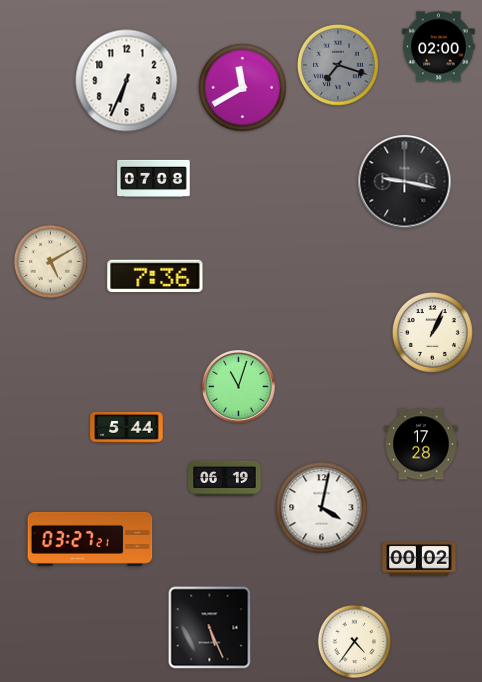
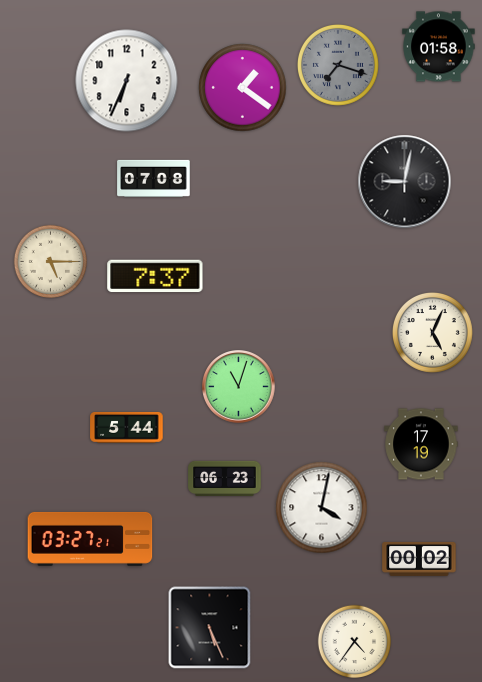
clock at (439, 47): 02:00 -> 01:58
clock at (243, 88): 11:40 -> 1:21
clock at (405, 182): 9:17 -> 9:02
clock at (51, 262): 5:10 -> 5:15
clock at (155, 276): 7:36 -> 7:37
clock at (432, 332): 1:04 -> 5:04
clock at (421, 444): 17:28 -> 17:19
clock at (225, 478): 06:19 -> 06:23
